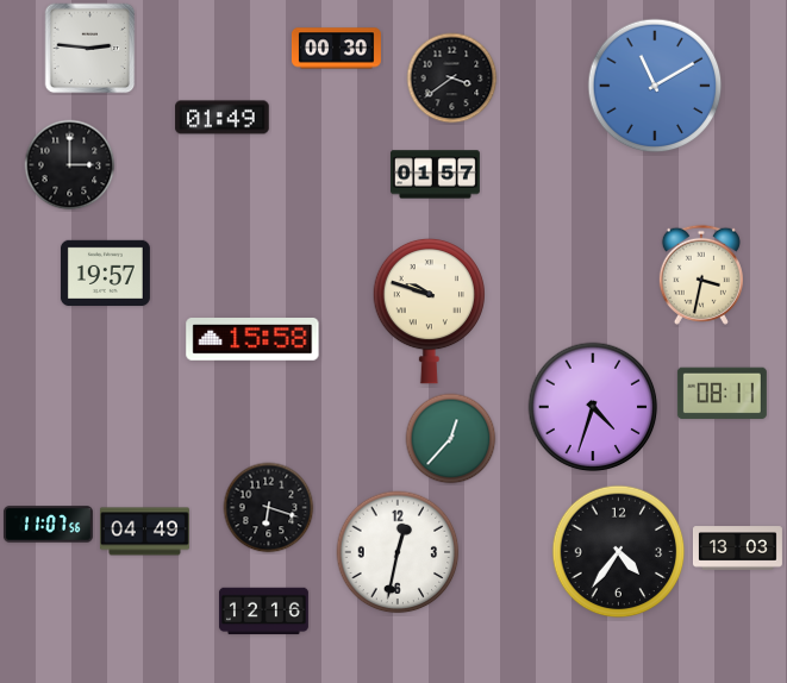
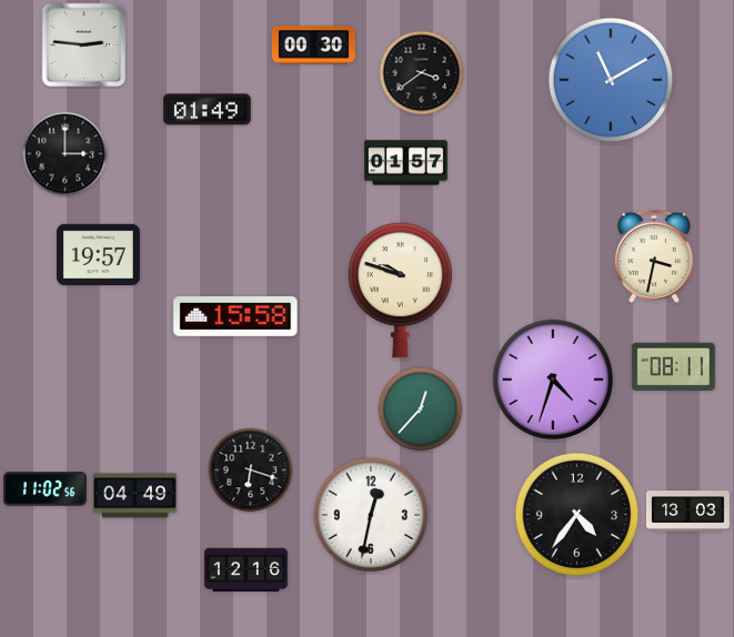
clock at (269, 508) position: (269, 508) -> (251, 471)
clock at (48, 525): 11:07 -> 11:02
